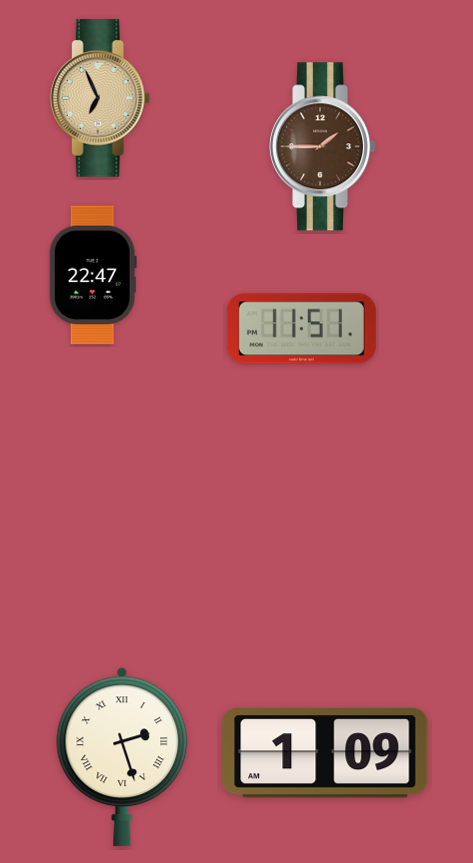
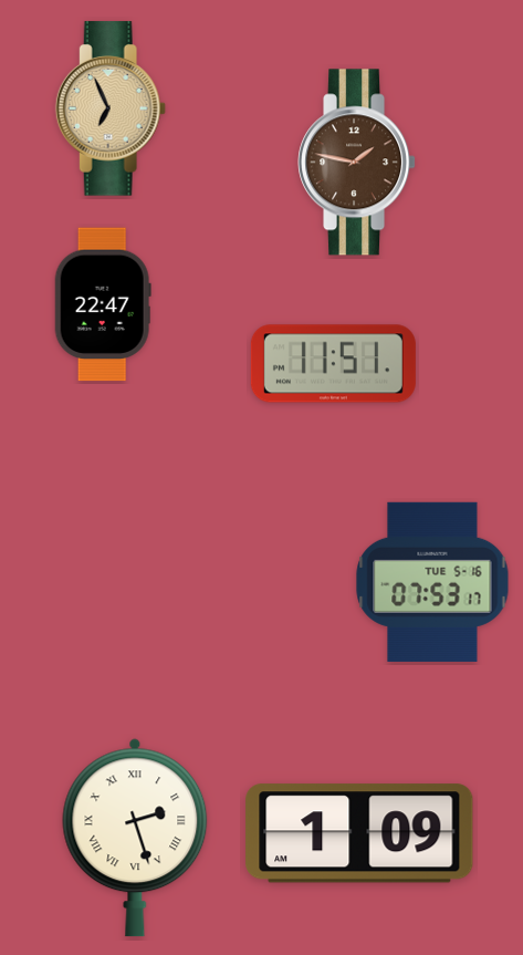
clock at (323, 147): 1:45 -> 1:47
clock at (432, 582): none -> 07:53
